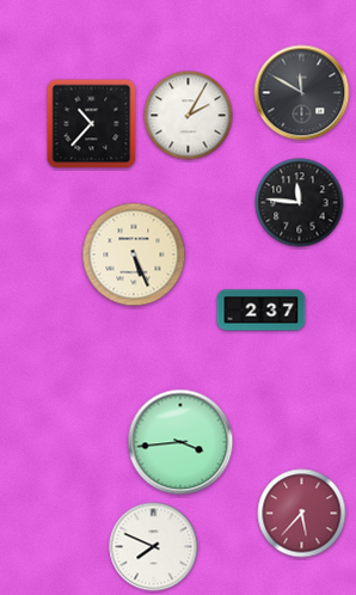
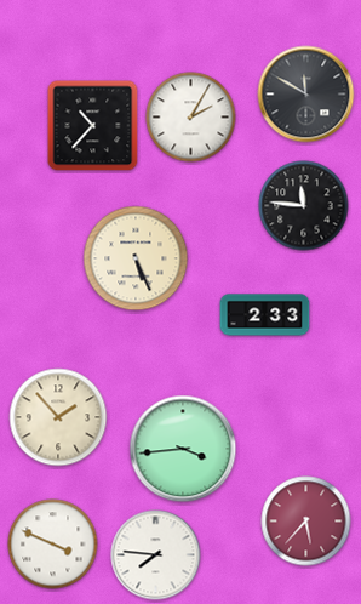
clock at (262, 311): 2:37 -> 2:33
clock at (58, 417): none -> 1:53
clock at (53, 545): none -> 3:49
clock at (154, 547): 7:49 -> 7:46
